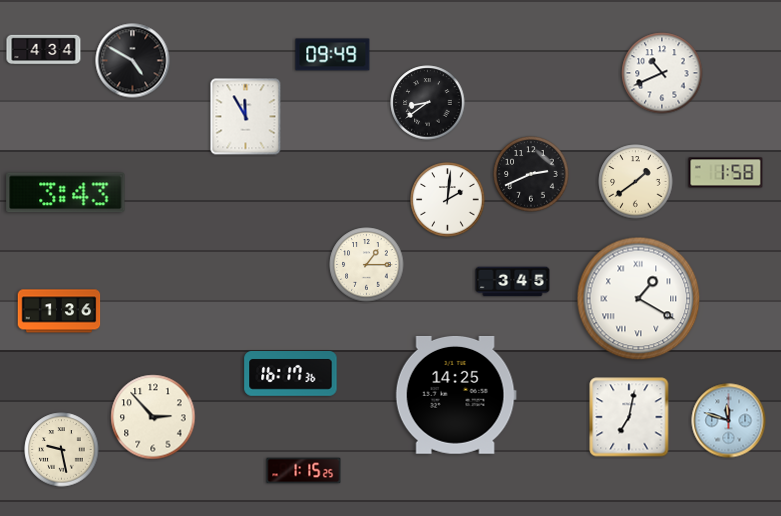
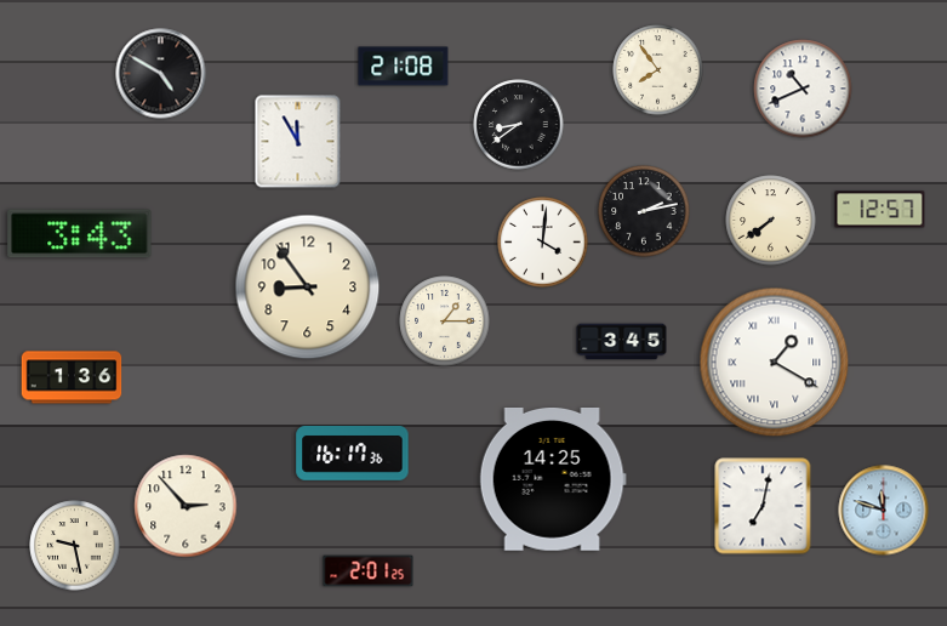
clock at (44, 50): 4:34 -> none
clock at (333, 55): 09:49 -> 21:08
clock at (658, 70): none -> 7:54
clock at (726, 173): 1:58 -> 12:57
clock at (531, 174): 2:41 -> 2:13
clock at (636, 182): 1:39 -> 7:39
clock at (448, 200): 2:01 -> 4:01
clock at (308, 288): none -> 8:54
clock at (304, 471): 1:15 -> 2:01
